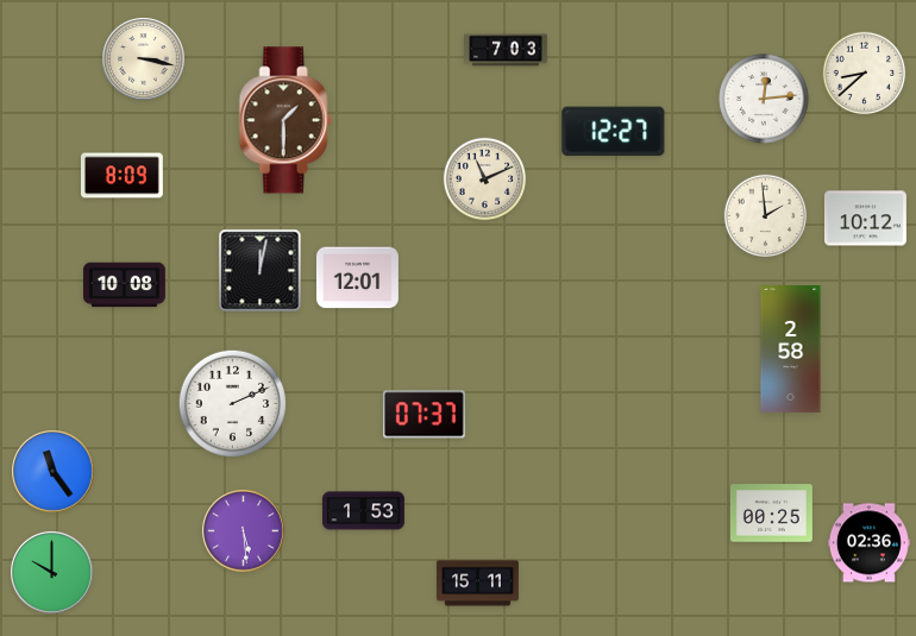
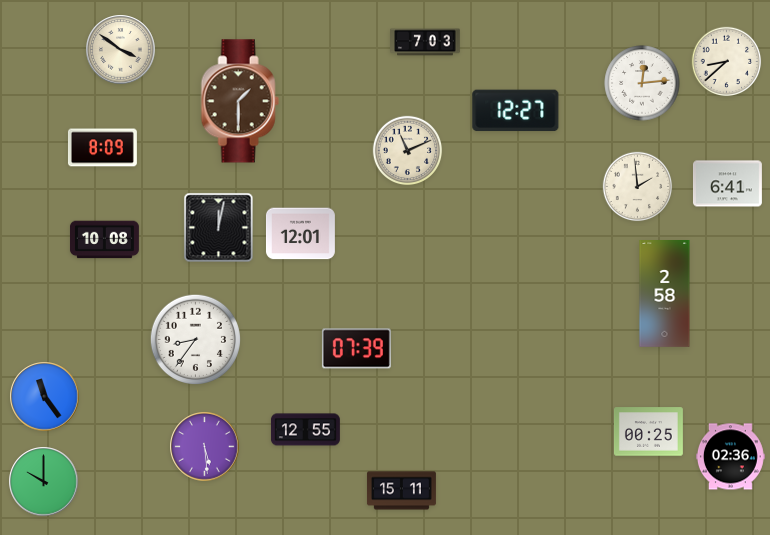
clock at (144, 59): 3:17 -> 3:51
clock at (766, 216) position: (766, 216) -> (638, 187)
clock at (865, 219): 10:12 -> 6:41
clock at (232, 403): 2:11 -> 8:36
clock at (424, 415): 07:37 -> 07:39
clock at (363, 511): 1:53 -> 12:55
